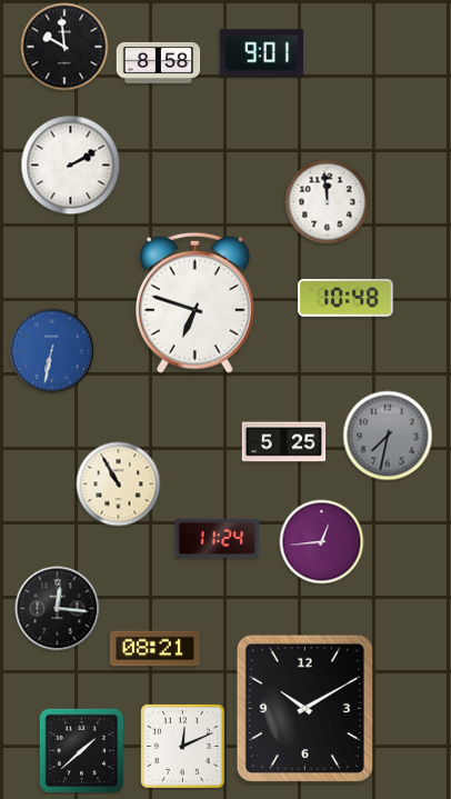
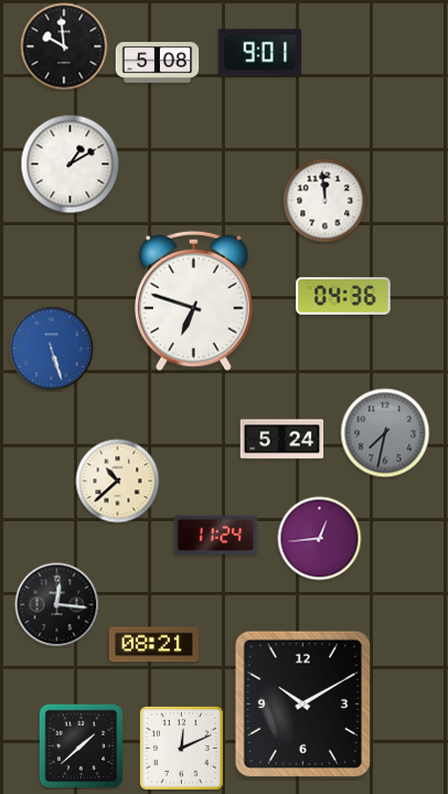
clock at (159, 62): 8:58 -> 5:08
clock at (71, 166): 2:10 -> 1:10
clock at (345, 298): 10:48 -> 04:36
clock at (52, 351): 6:32 -> 5:27
clock at (284, 442): 5:25 -> 5:24
clock at (119, 485): 10:55 -> 10:38
clock at (182, 746) position: (182, 746) -> (181, 748)
